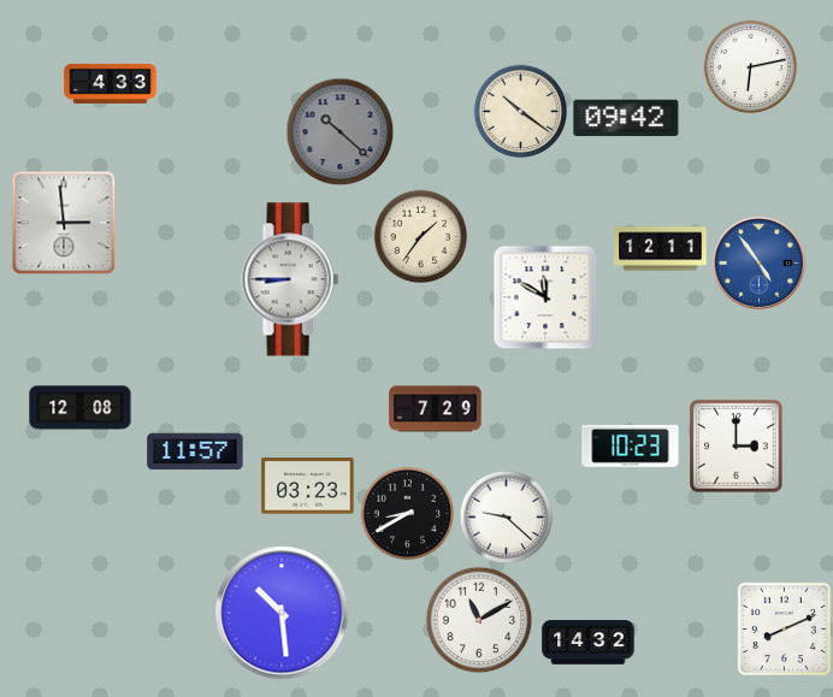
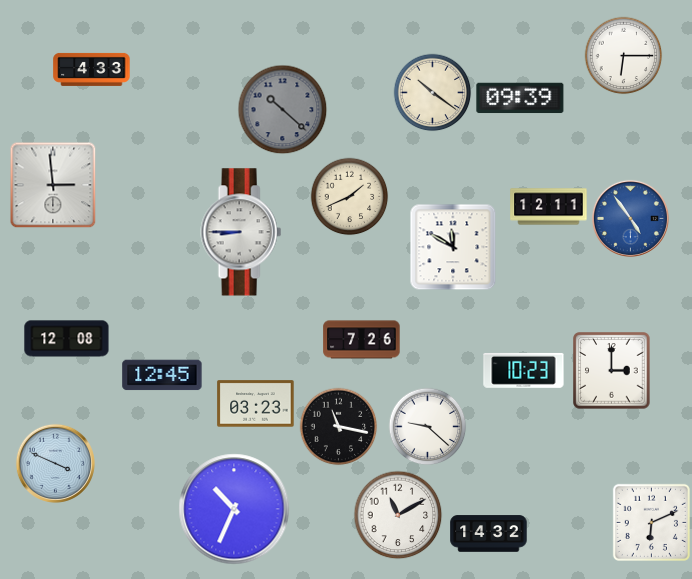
clock at (750, 66): 6:13 -> 6:15
clock at (626, 118): 09:42 -> 09:39
clock at (420, 236): 1:36 -> 1:41
clock at (436, 409): 7:29 -> 7:26
clock at (195, 451): 11:57 -> 12:45
clock at (407, 513): 8:40 -> 11:17
clock at (506, 516) position: (506, 516) -> (427, 426)
clock at (55, 463): none -> 3:49
clock at (282, 613): 10:29 -> 10:34
clock at (784, 628): 8:11 -> 6:11
